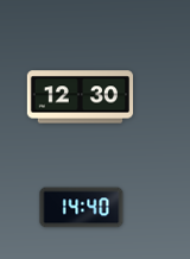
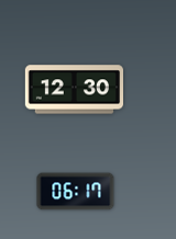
clock at (82, 208): 14:40 -> 06:17
